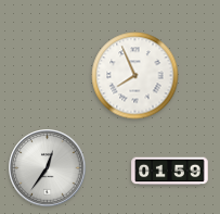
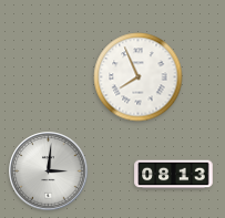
clock at (48, 168): 12:36 -> 3:01
clock at (170, 172): 01:59 -> 08:13
